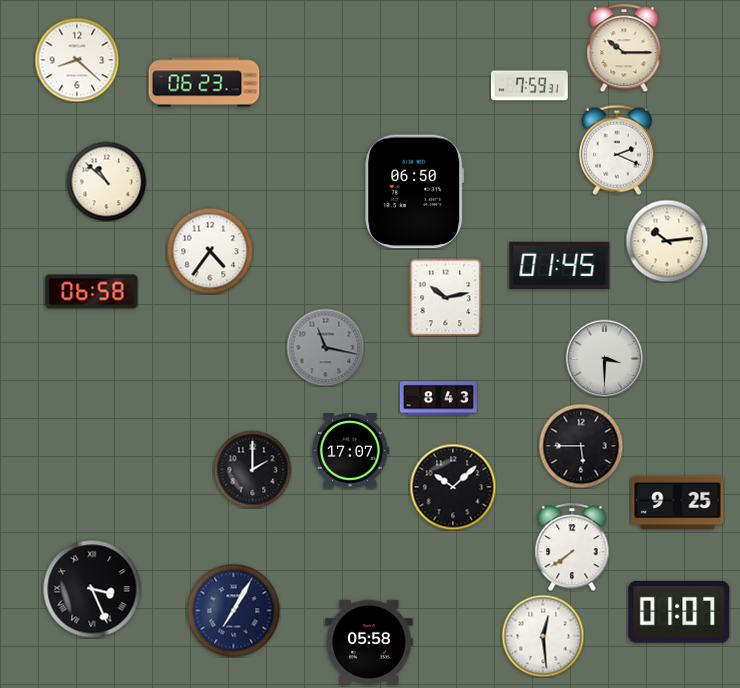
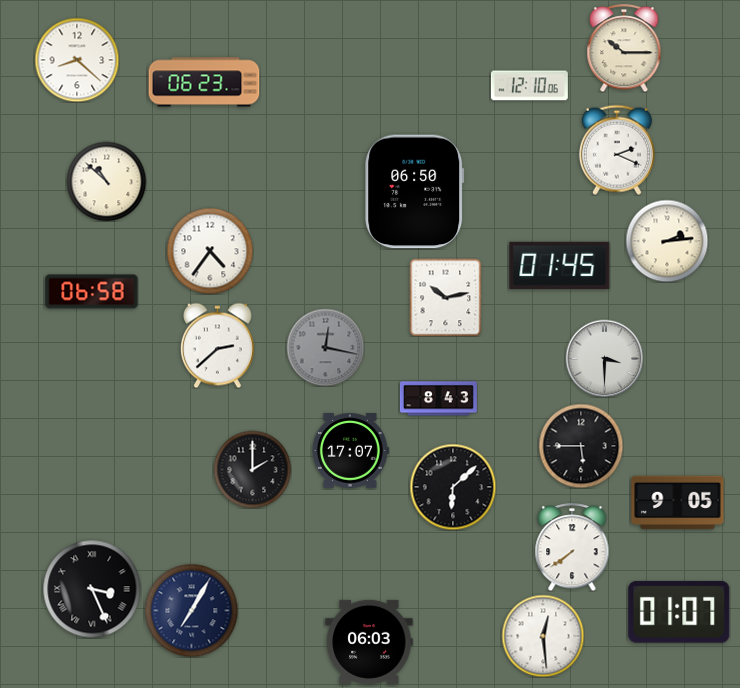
clock at (529, 86): 7:59 -> 12:10
clock at (667, 241): 10:14 -> 2:14
clock at (217, 345): none -> 2:38
clock at (325, 347): 11:17 -> 12:17
clock at (453, 487): 10:08 -> 6:08
clock at (678, 503): 9:25 -> 9:05
clock at (233, 610) position: (233, 610) -> (191, 610)
clock at (369, 642): 05:58 -> 06:03
